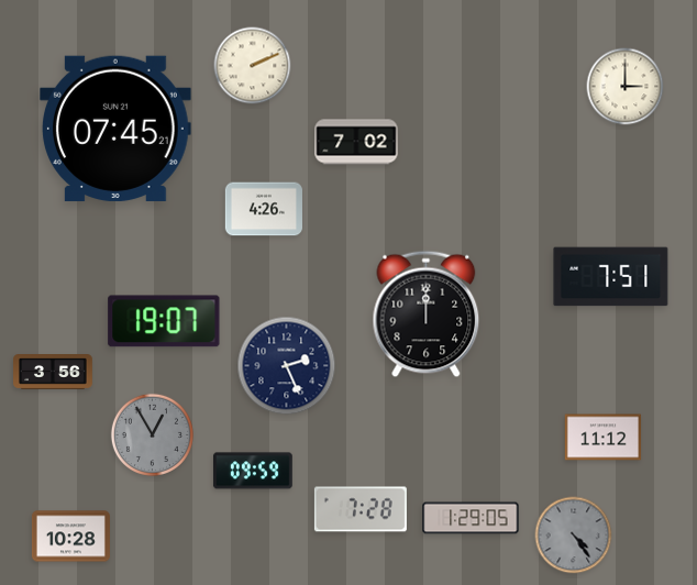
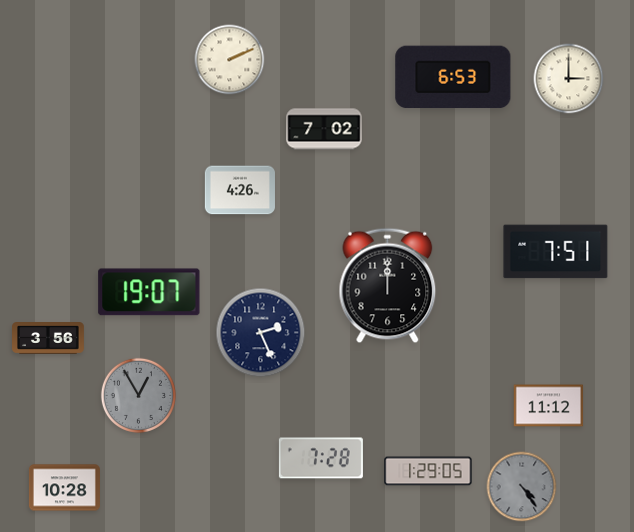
clock at (453, 77): none -> 6:53
clock at (117, 129): 07:45 -> none
clock at (604, 438) position: (604, 438) -> (549, 406)
clock at (253, 471): 09:59 -> none
clock at (361, 509) position: (361, 509) -> (321, 458)
